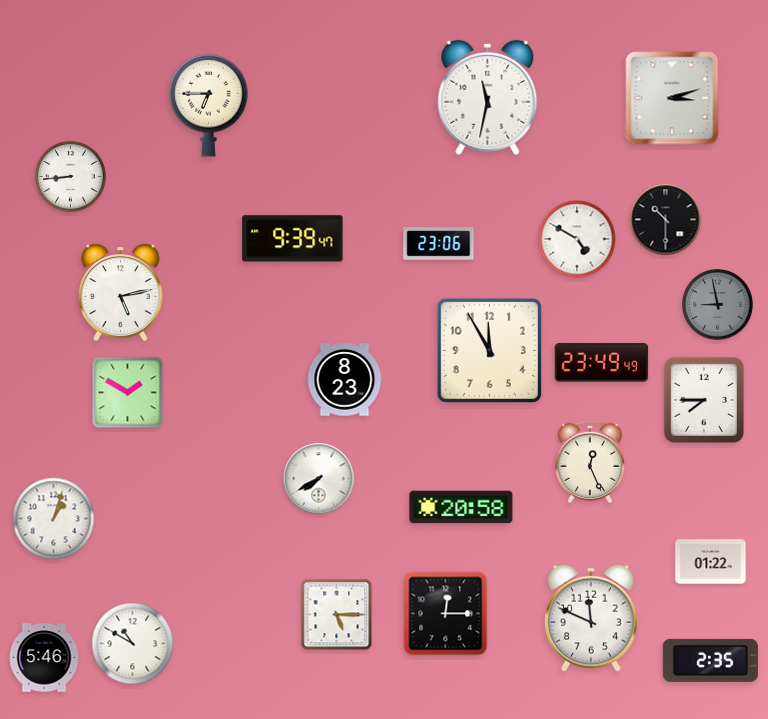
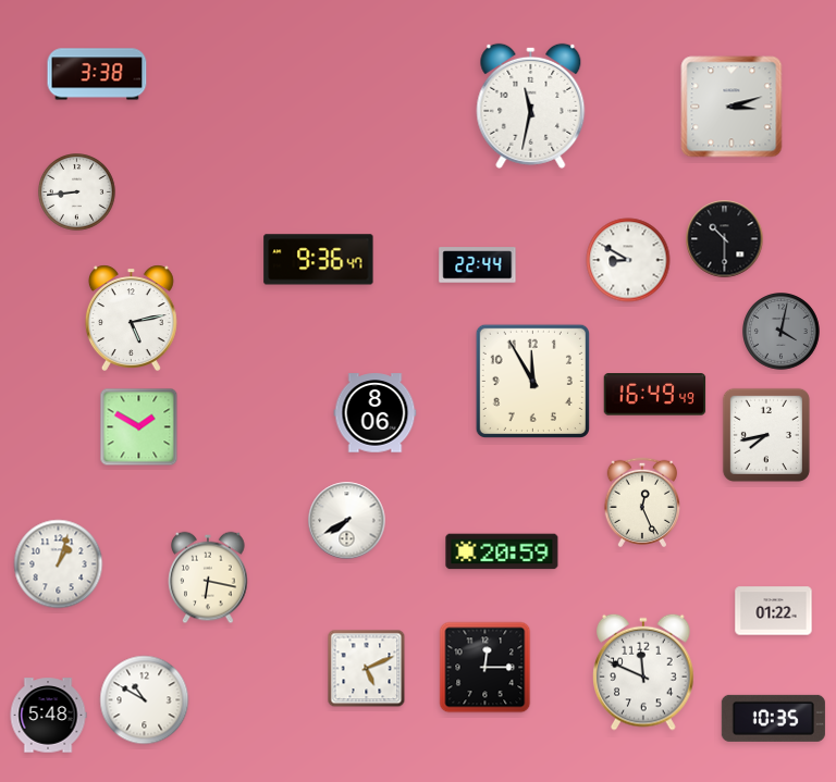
clock at (97, 74): none -> 3:38
clock at (209, 105): 6:45 -> none
clock at (293, 239): 9:39 -> 9:36
clock at (577, 239): 4:50 -> 8:50
clock at (439, 244): 23:06 -> 22:44
clock at (718, 305): 8:58 -> 4:02
clock at (602, 363): 23:49 -> 16:49
clock at (345, 380): 8:23 -> 8:06
clock at (704, 400): 7:45 -> 7:43
clock at (461, 507): 20:58 -> 20:59
clock at (208, 578): none -> 6:17
clock at (337, 615): 5:15 -> 5:11
clock at (44, 658): 5:46 -> 5:48
clock at (710, 660): 2:35 -> 10:35
